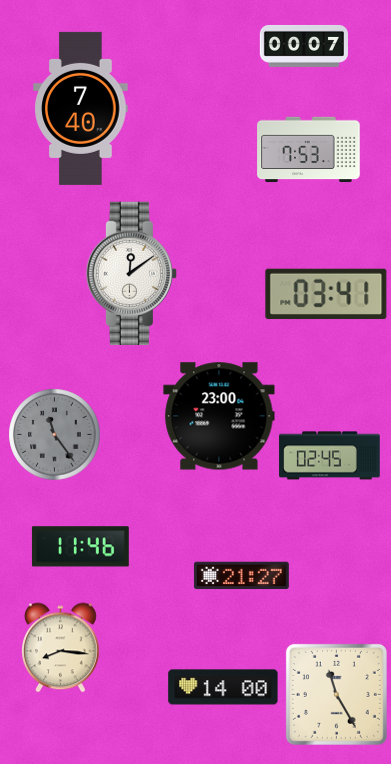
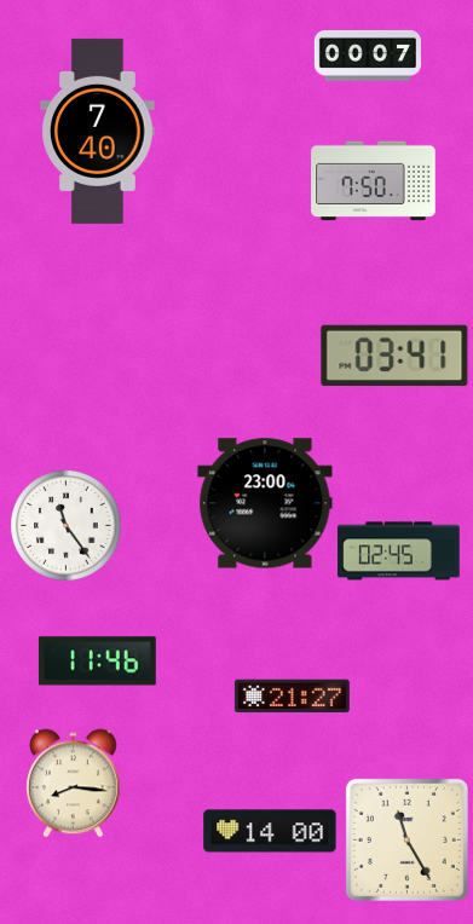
clock at (309, 150): 7:53 -> 7:50
clock at (131, 273): 12:09 -> none
clock at (54, 434) dial: grey -> white
